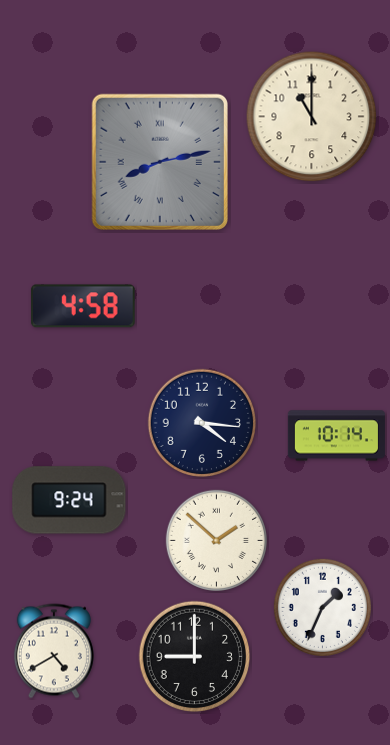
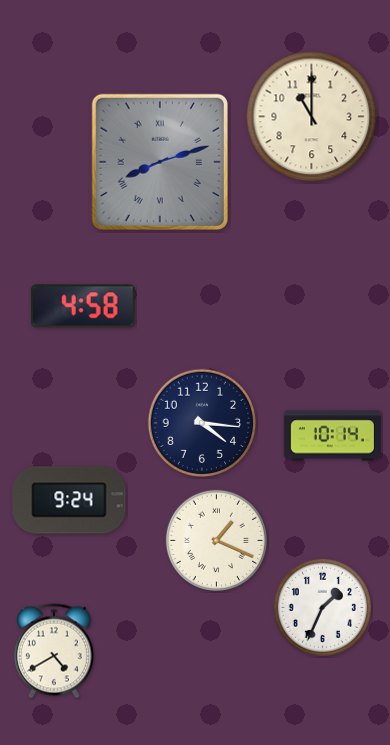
clock at (160, 162): 8:13 -> 8:12
clock at (336, 436) position: (336, 436) -> (332, 436)
clock at (216, 540): 1:52 -> 1:19
clock at (195, 657): 9:00 -> none
